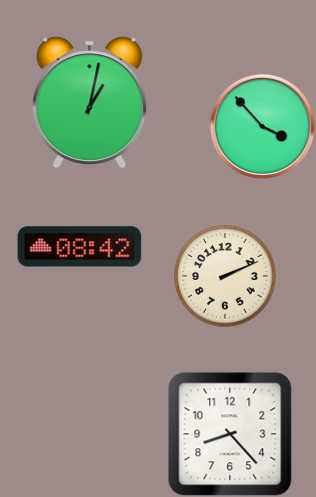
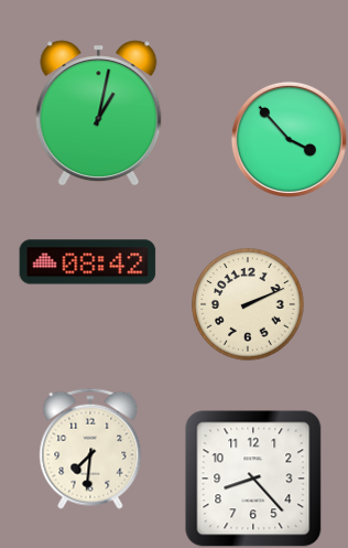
clock at (80, 247) position: (80, 247) -> (88, 262)
clock at (90, 449): none -> 7:31
